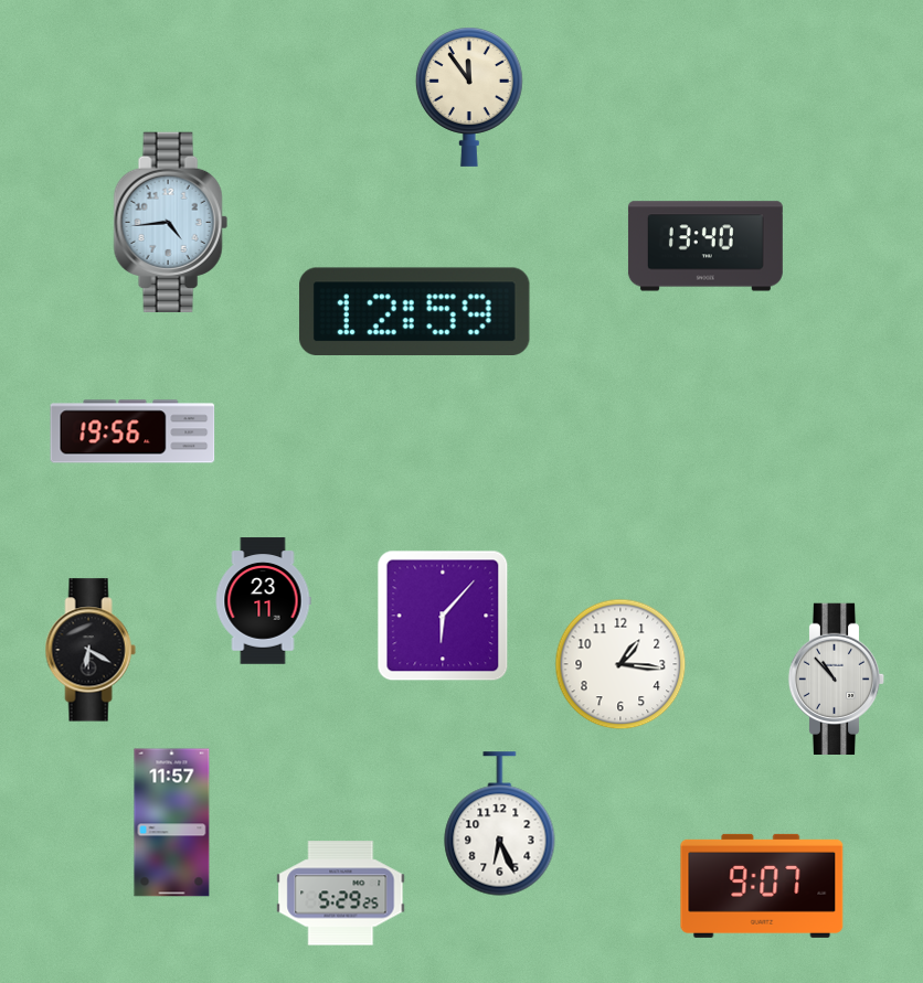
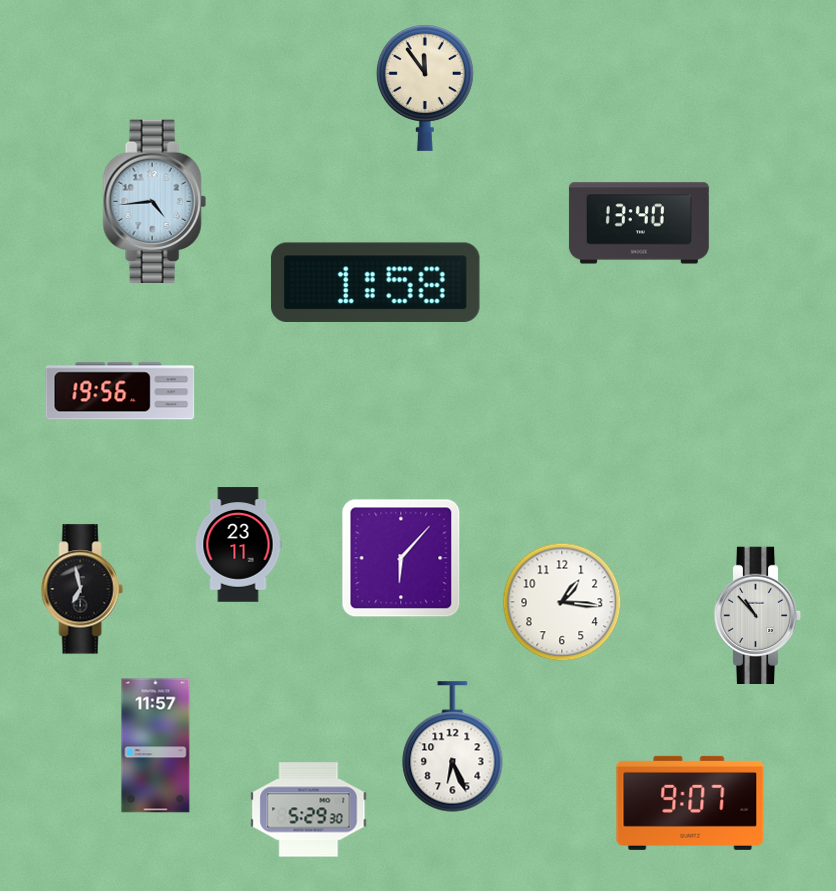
clock at (414, 311): 12:59 -> 1:58
clock at (91, 650): 6:20 -> 6:58
clock at (341, 894): 5:29:25 -> 5:29:30
